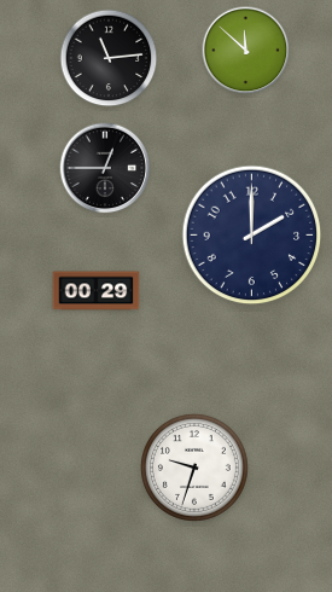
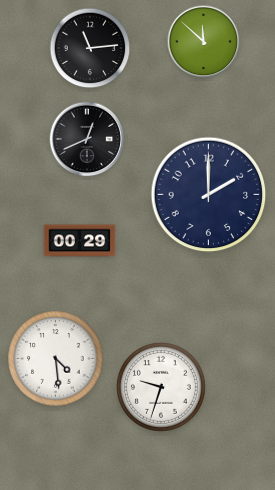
clock at (105, 168): 12:45 -> 12:41
clock at (56, 359): none -> 4:29
